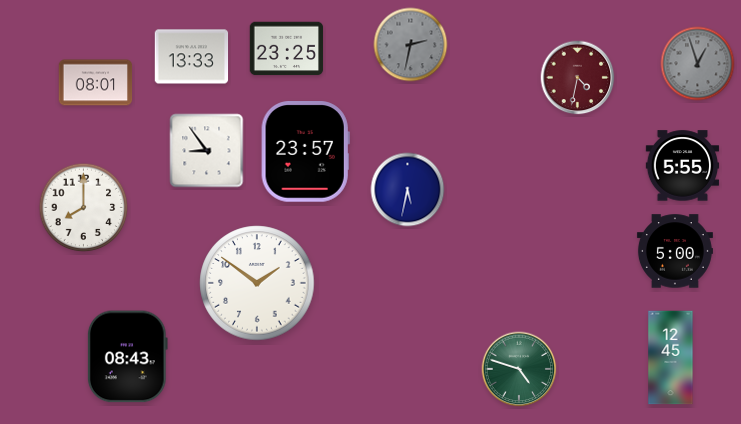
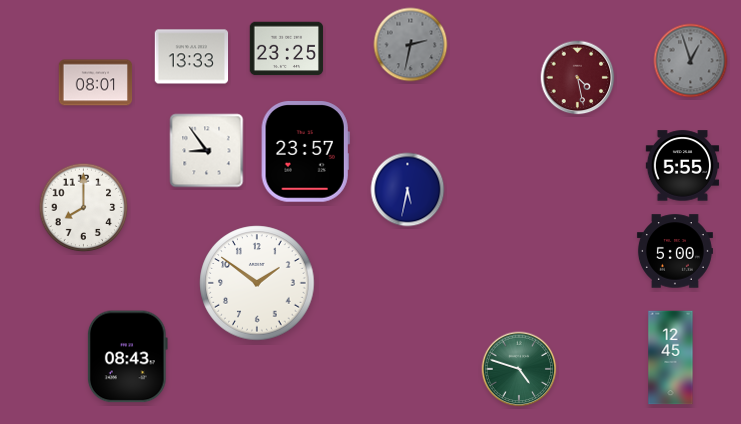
clock at (698, 64) position: (698, 64) -> (691, 61)
clock at (578, 78): 4:32 -> 4:28
